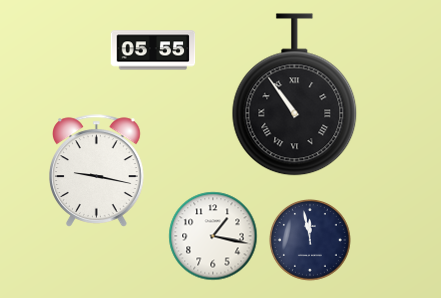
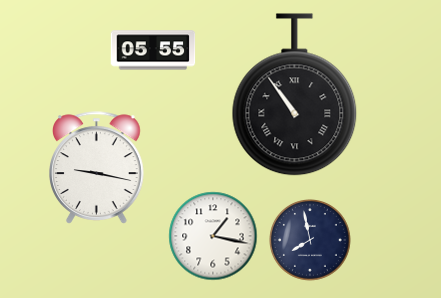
clock at (97, 171) position: (97, 171) -> (97, 168)
clock at (311, 241): 11:58 -> 7:58
